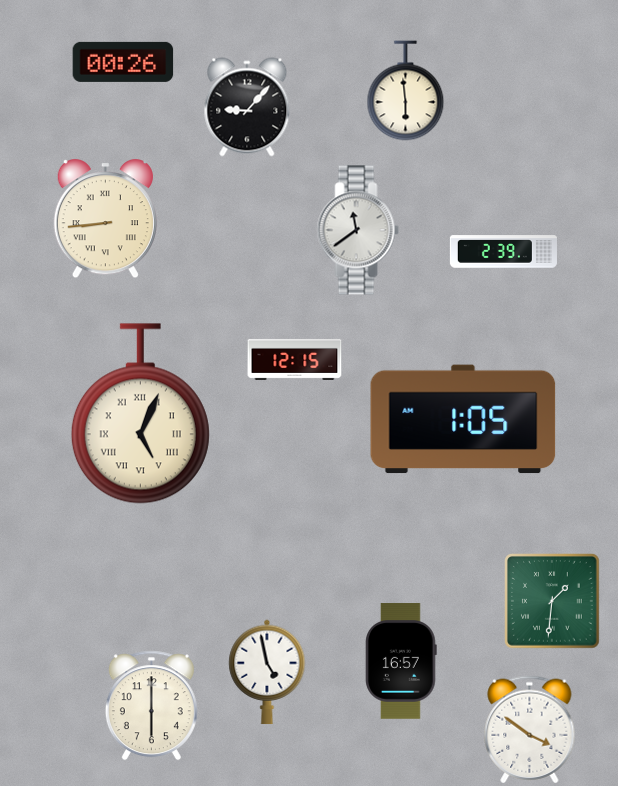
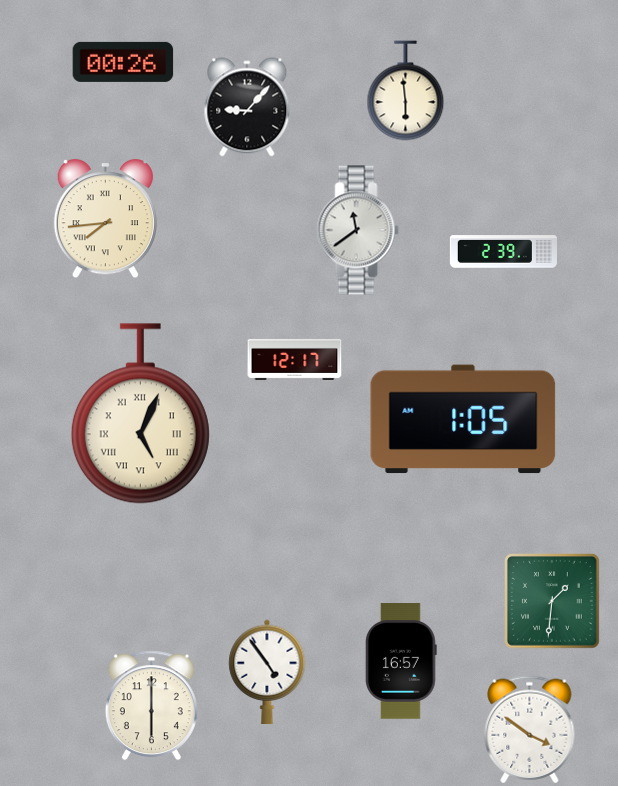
clock at (105, 219): 8:44 -> 7:44
clock at (295, 359): 12:15 -> 12:17
clock at (267, 672): 4:58 -> 4:54
